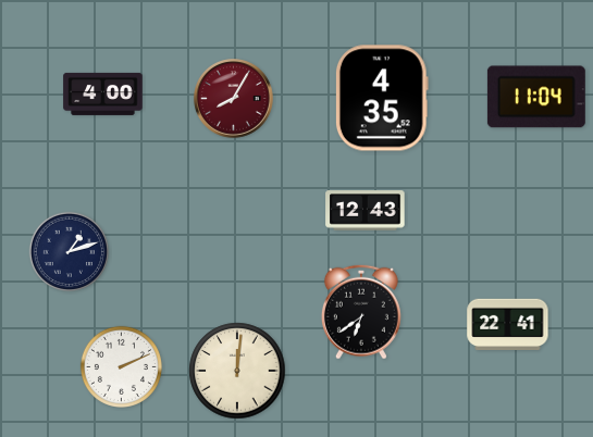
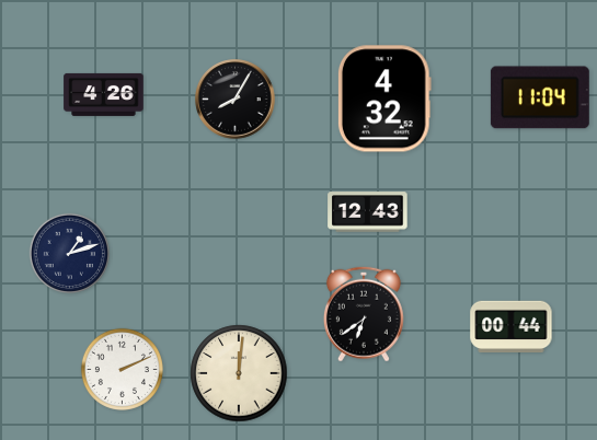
clock at (103, 93): 4:00 -> 4:26
clock at (382, 98): 4:35 -> 4:32
clock at (234, 99) dial: burgundy -> black
clock at (508, 324): 22:41 -> 00:44
